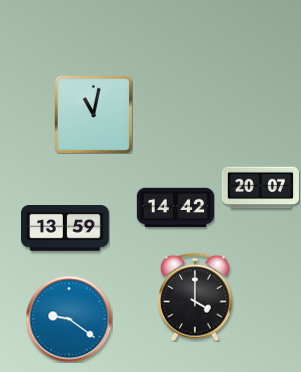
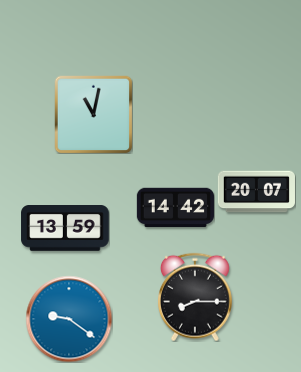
clock at (260, 188) position: (260, 188) -> (256, 192)
clock at (195, 297): 4:00 -> 8:15
